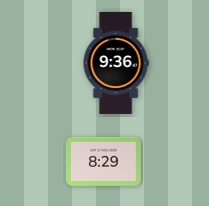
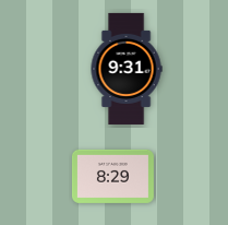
clock at (116, 63): 9:36 -> 9:31
